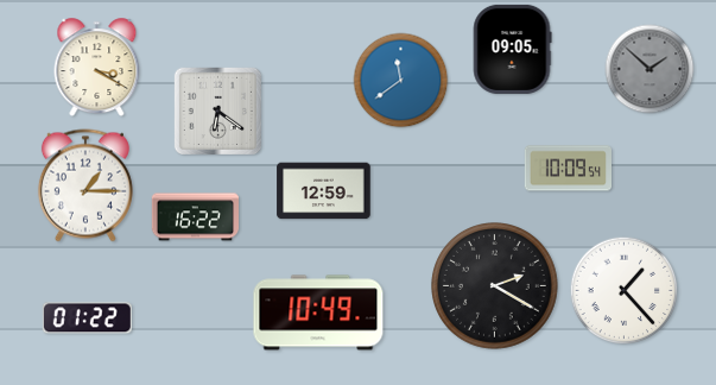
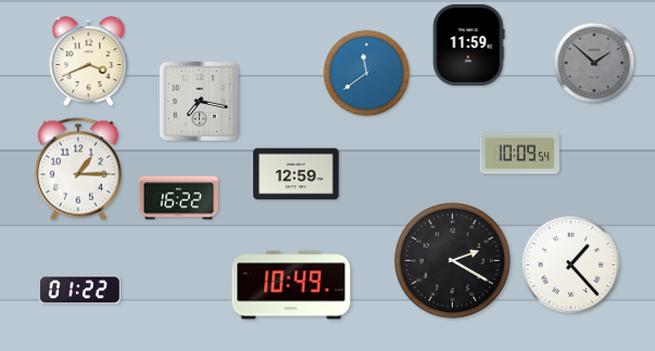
clock at (512, 49): 09:05 -> 11:59
clock at (97, 68): 3:20 -> 3:41
clock at (217, 111): 6:21 -> 7:17
